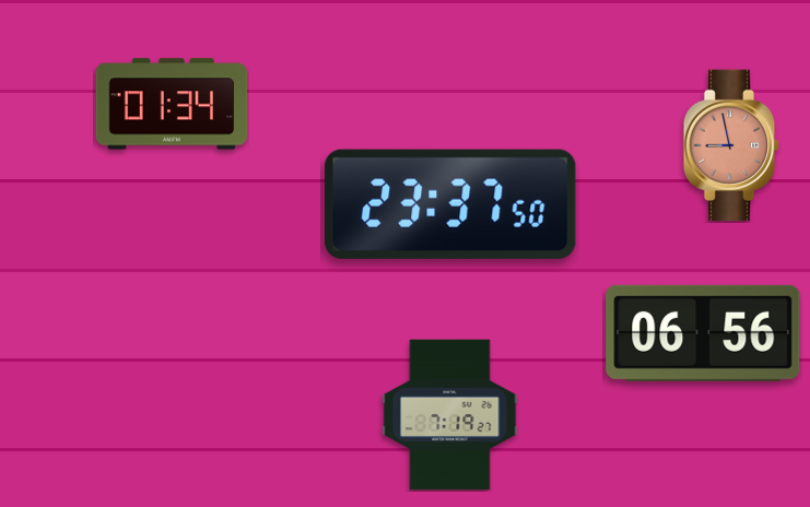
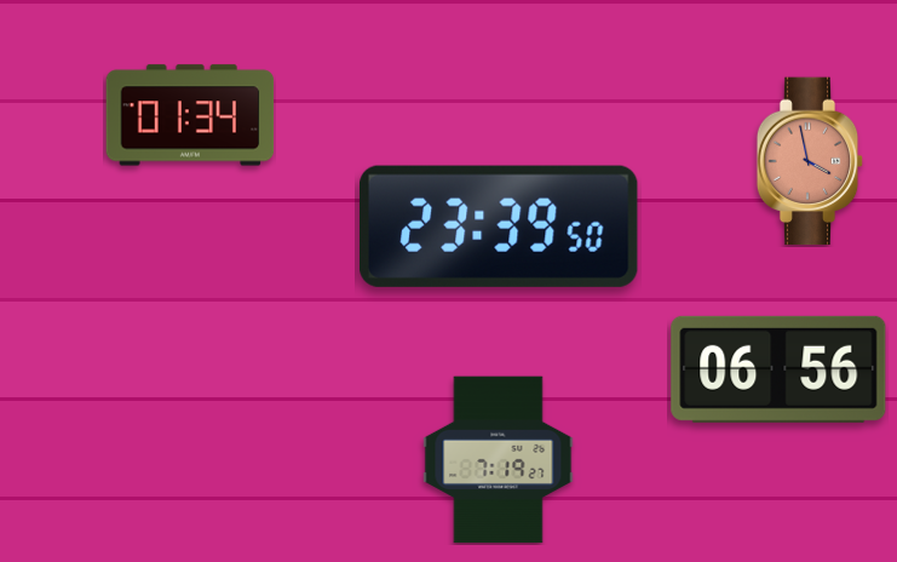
clock at (731, 145): 8:58 -> 3:58
clock at (451, 204): 23:37 -> 23:39
